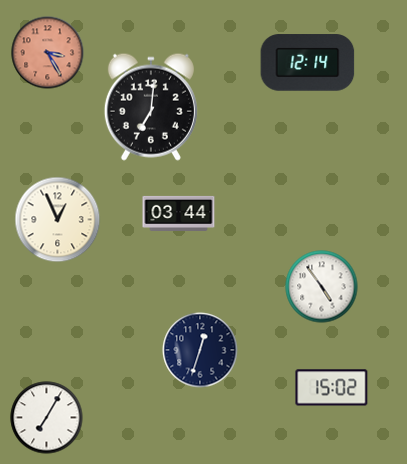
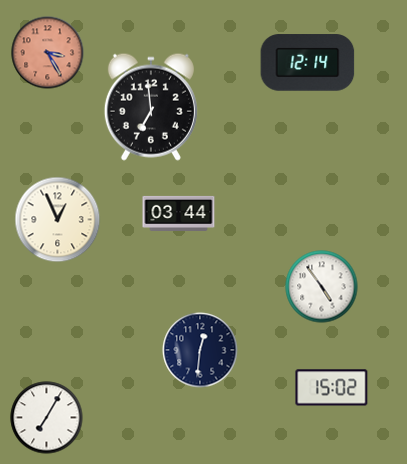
clock at (151, 107): 7:01 -> 6:59
clock at (200, 350): 12:33 -> 12:31
